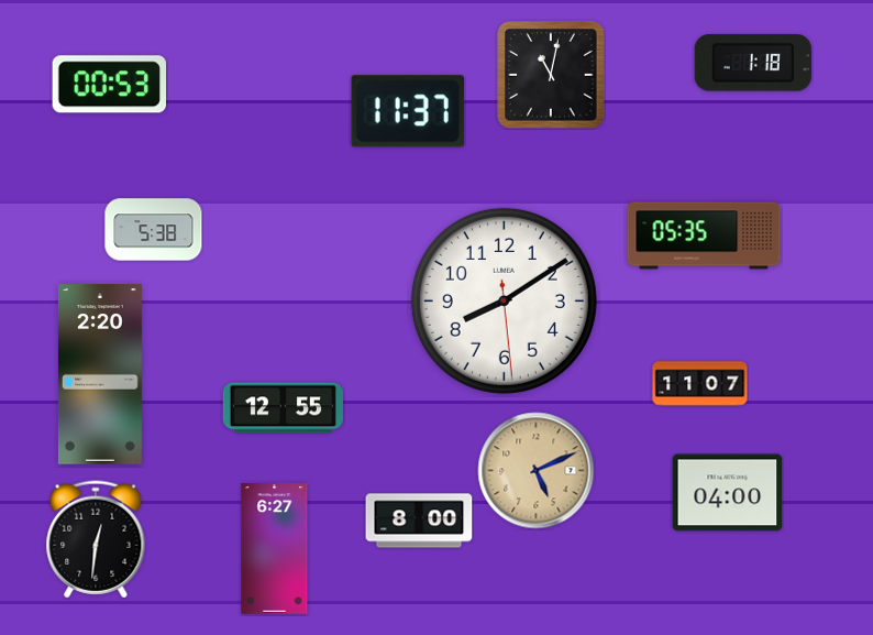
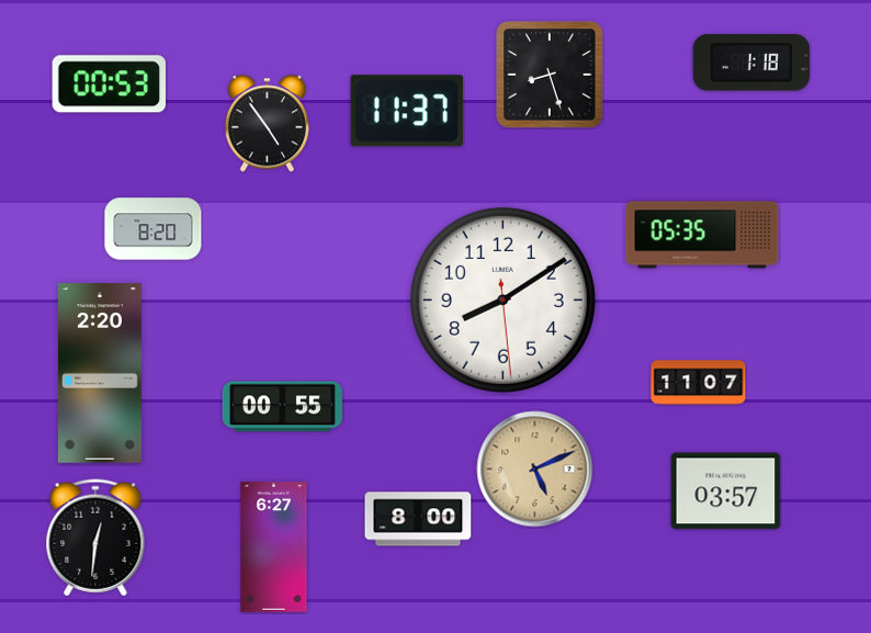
clock at (551, 75): 11:02 -> 8:27
clock at (267, 124): none -> 4:54
clock at (154, 230): 5:38 -> 8:20
clock at (283, 408): 12:55 -> 00:55
clock at (728, 493): 04:00 -> 03:57
